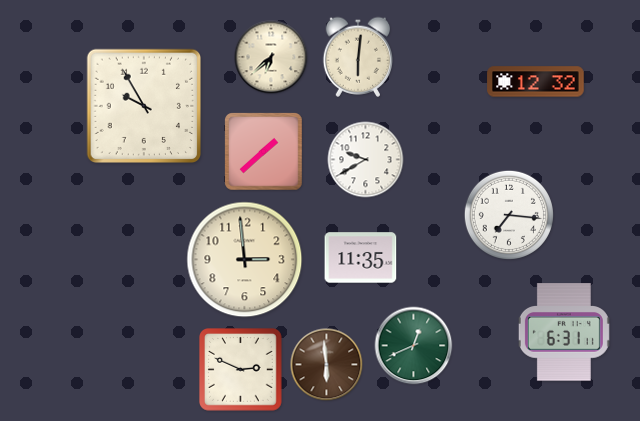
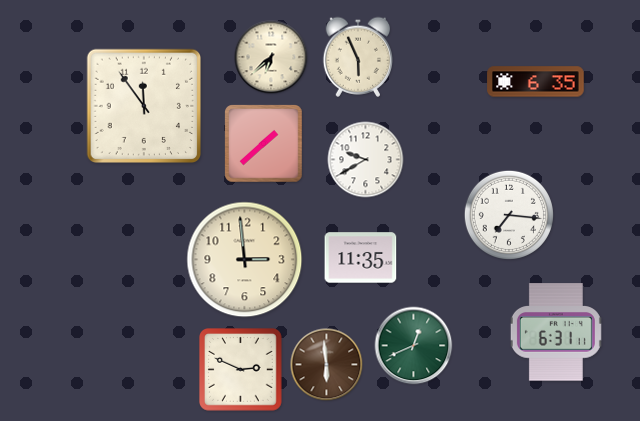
clock at (357, 57): 6:01 -> 5:56
clock at (536, 82): 12:32 -> 6:35
clock at (143, 105): 9:55 -> 11:54
clock at (264, 152) position: (264, 152) -> (264, 144)
clock at (564, 332) position: (564, 332) -> (556, 332)
